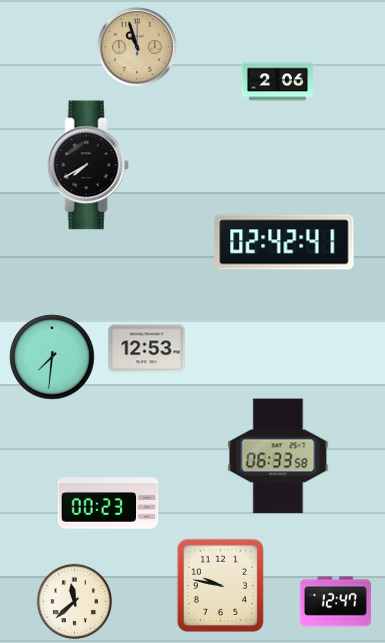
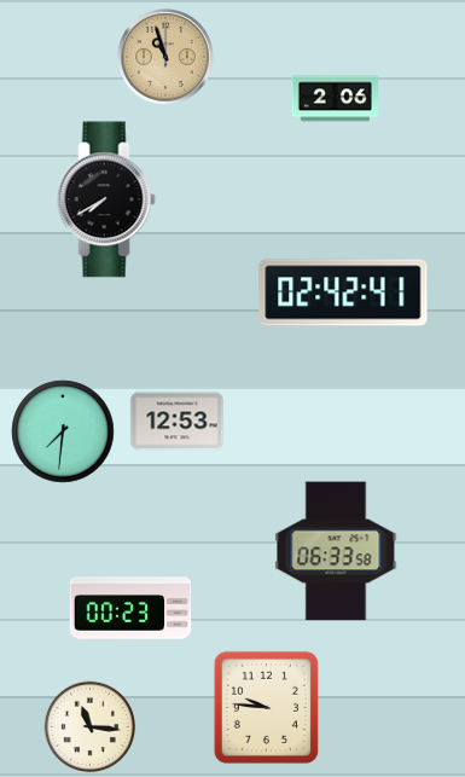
clock at (220, 585): 9:47 -> 9:46
clock at (75, 602): 11:38 -> 11:16
clock at (335, 602): 12:47 -> none
